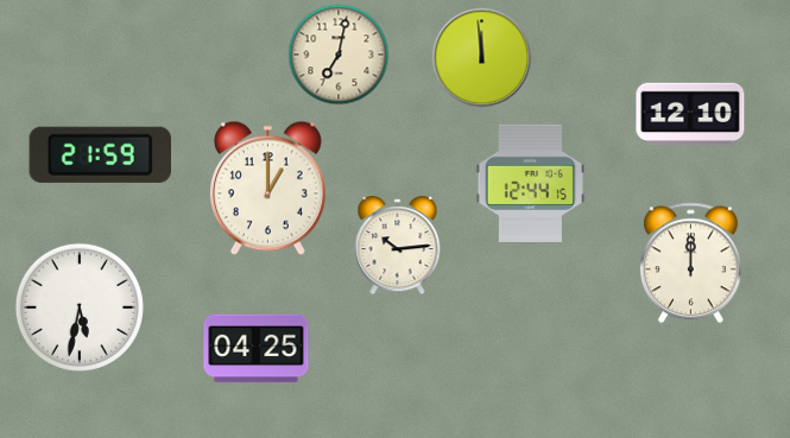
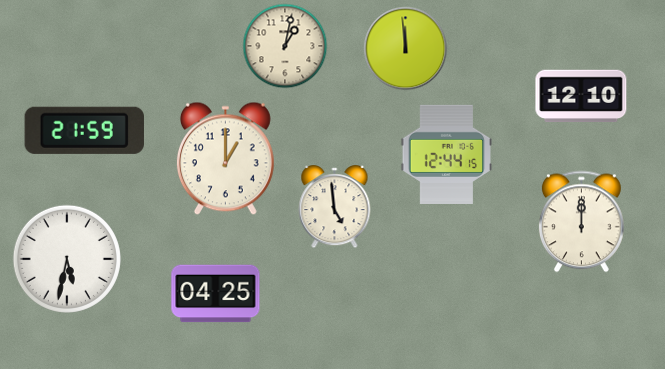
clock at (339, 55): 7:02 -> 1:02
clock at (398, 246): 10:14 -> 4:59
